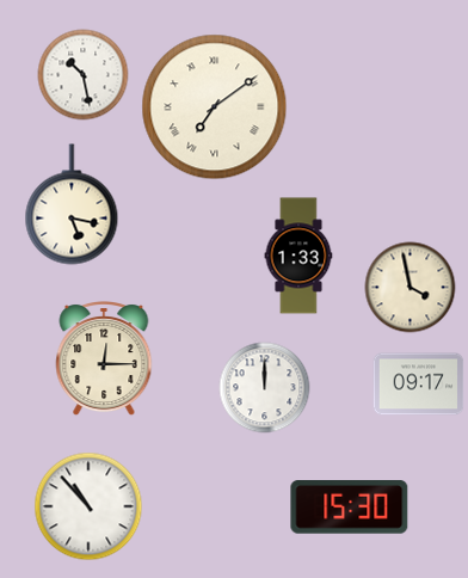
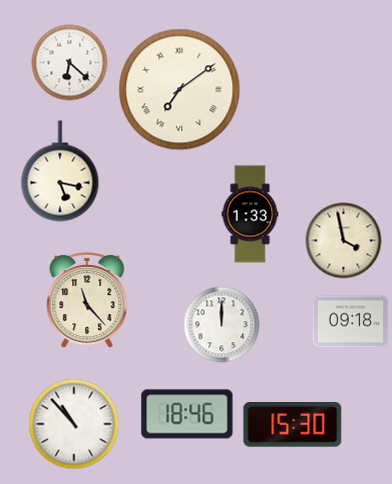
clock at (84, 75): 10:28 -> 6:22
clock at (104, 359): 12:15 -> 11:23
clock at (419, 385): 09:17 -> 09:18
clock at (187, 414): none -> 18:46
